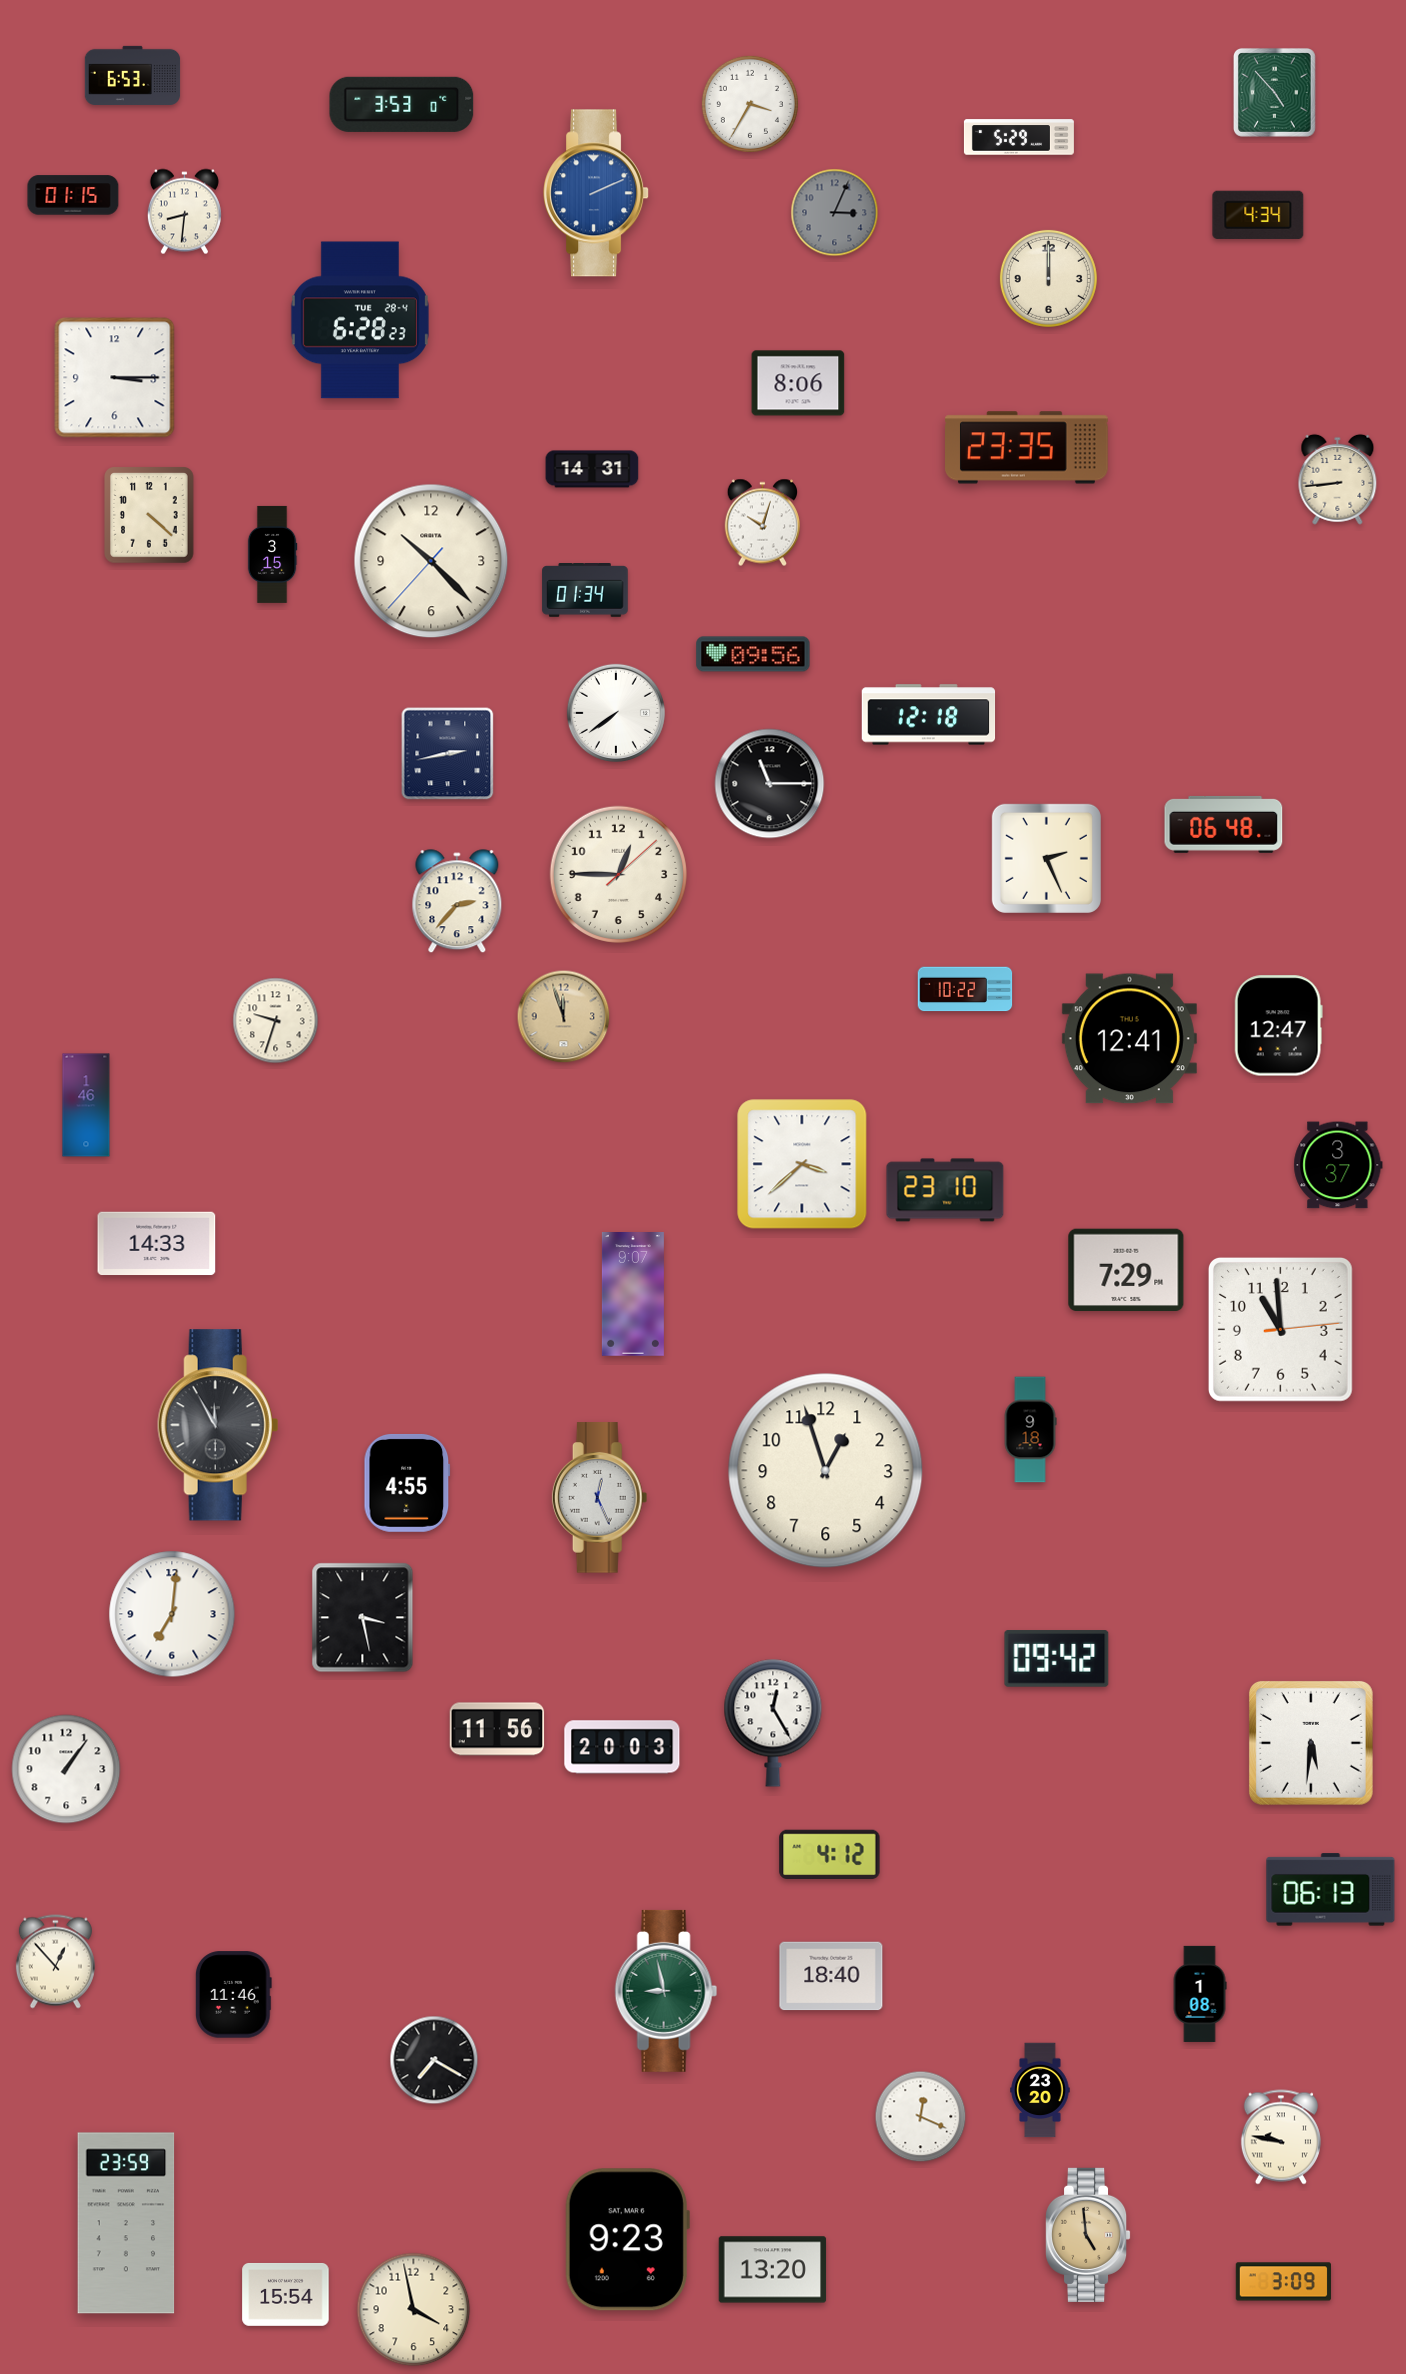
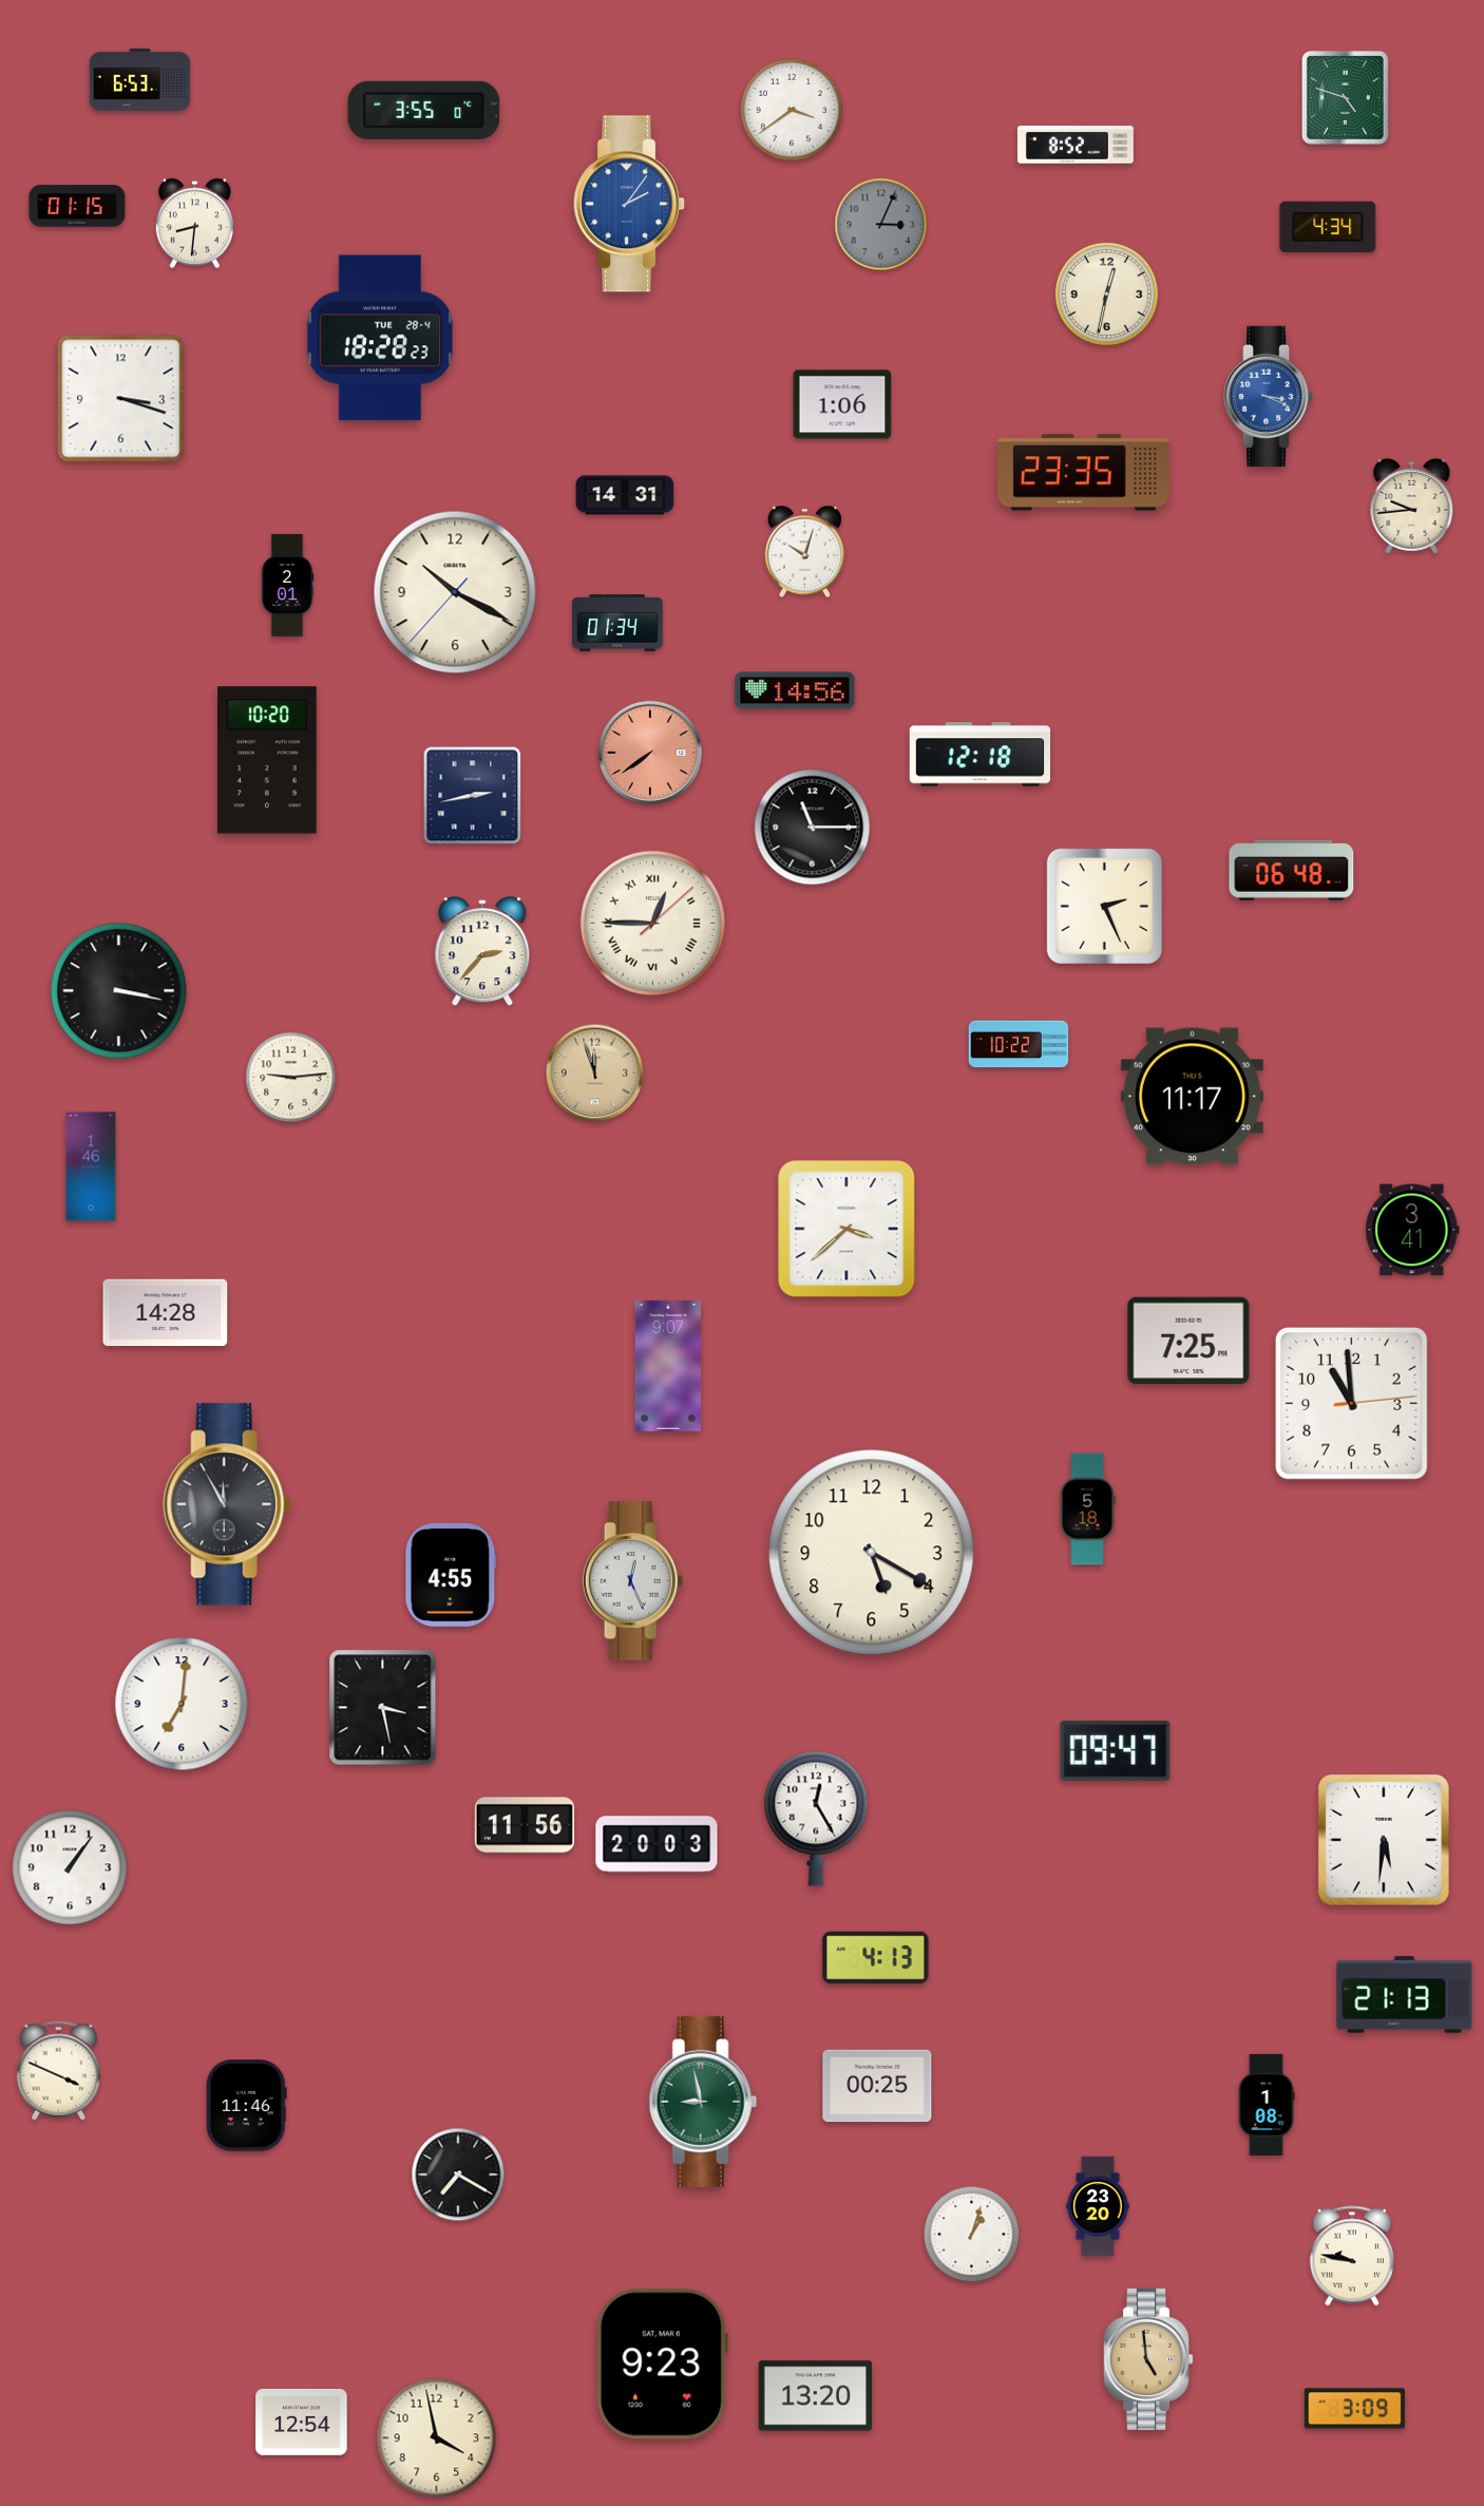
clock at (1274, 92): 4:53 -> 4:48
clock at (402, 104): 3:53 -> 3:55
clock at (750, 104): 3:35 -> 3:39
clock at (1019, 137): 5:29 -> 8:52
clock at (597, 193): 2:11 -> 2:06
clock at (1048, 278): 12:00 -> 12:32
clock at (360, 320): 6:28 -> 18:28
clock at (1269, 397): none -> 3:19
clock at (115, 378): 3:15 -> 3:18
clock at (798, 383): 8:06 -> 1:06
clock at (1338, 479): 8:44 -> 9:44
clock at (150, 515): 4:22 -> none
clock at (272, 554): 3:15 -> 2:01
clock at (431, 561): 10:22 -> 10:19
clock at (753, 654): 09:56 -> 14:56
clock at (616, 713) dial: white -> salmon
clock at (267, 760): none -> 10:20
clock at (618, 874) numerals: Arabic -> Roman
clock at (119, 991): none -> 3:17
clock at (276, 1021): 9:33 -> 9:14
clock at (1278, 1026): 12:47 -> none
clock at (1129, 1039): 12:41 -> 11:17
clock at (1338, 1165): 3:37 -> 3:41
clock at (945, 1190): 23:10 -> none
clock at (157, 1244): 14:33 -> 14:28
clock at (1126, 1269): 7:29 -> 7:25
clock at (218, 1425) position: (218, 1425) -> (227, 1504)
clock at (1030, 1430): 9:18 -> 5:18
clock at (826, 1471): 12:57 -> 5:20
clock at (407, 1483) position: (407, 1483) -> (451, 1575)
clock at (1057, 1659): 09:42 -> 09:47
clock at (830, 1854): 4:12 -> 4:13
clock at (1331, 1890): 06:13 -> 21:13
clock at (55, 1962): 12:53 -> 3:49
clock at (831, 1976): 18:40 -> 00:25
clock at (921, 2117): 12:19 -> 1:03
clock at (126, 2223): 23:59 -> none
clock at (286, 2294): 15:54 -> 12:54
